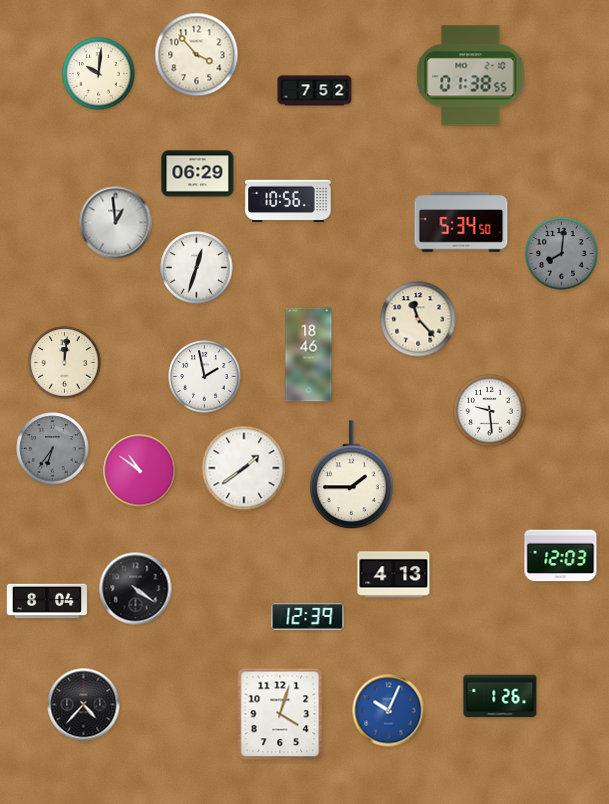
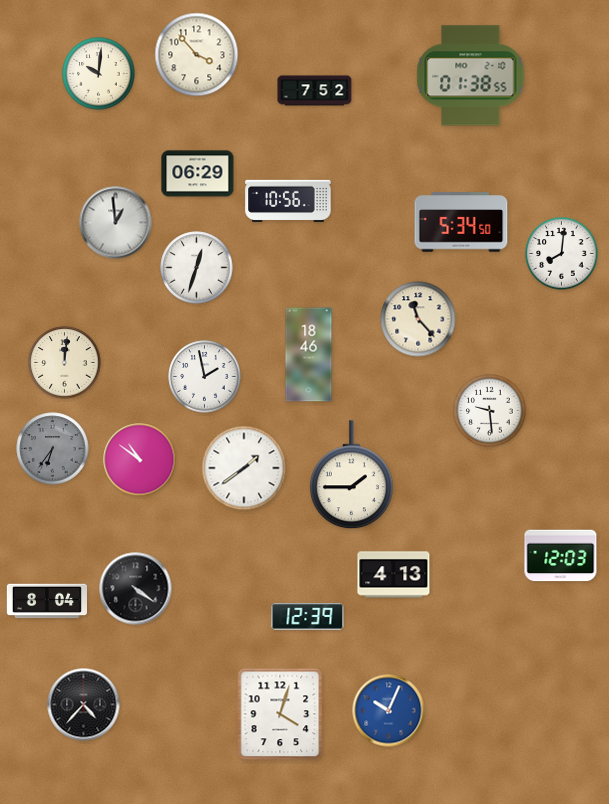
clock at (562, 254) dial: grey -> white
clock at (140, 471) position: (140, 471) -> (140, 460)
clock at (500, 696): 1:26 -> none
